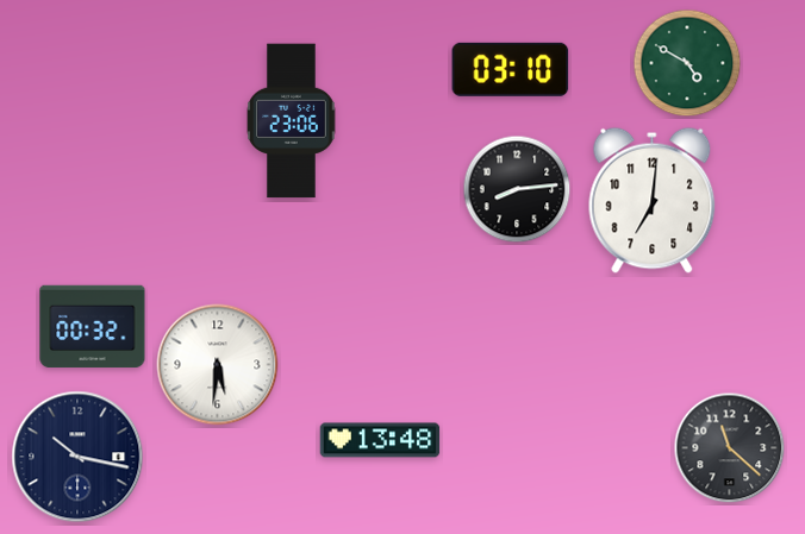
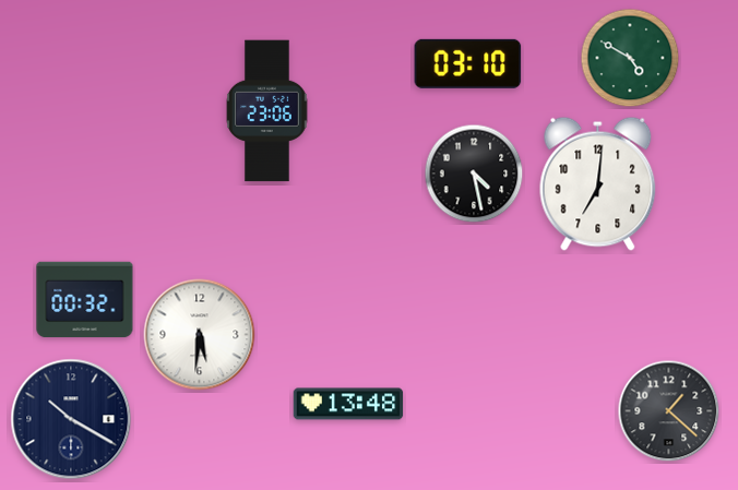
clock at (517, 189): 8:14 -> 4:28
clock at (730, 448): 11:22 -> 1:22
clock at (77, 457): 10:17 -> 10:20
